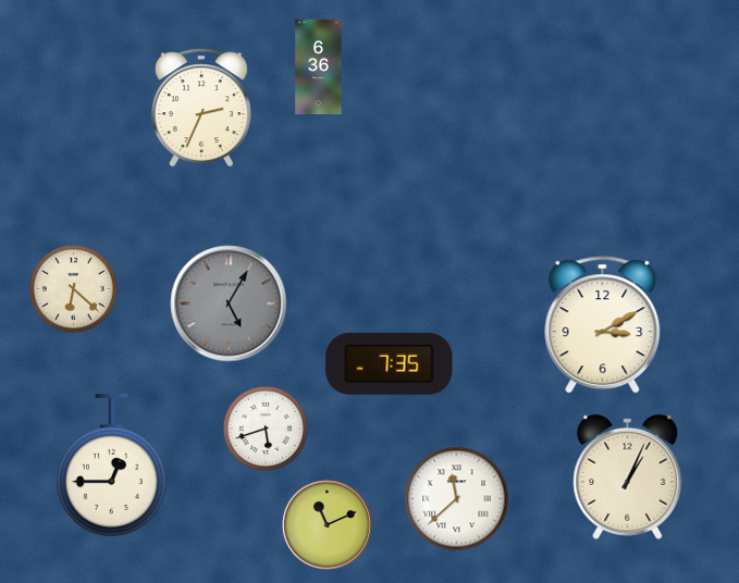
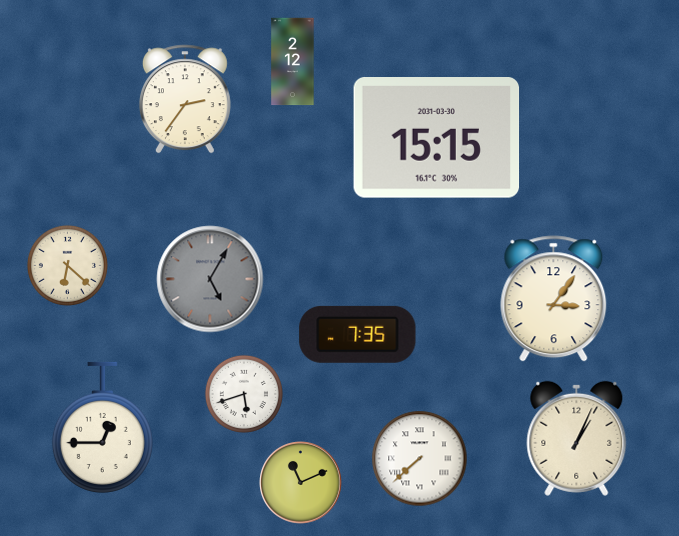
clock at (319, 67): 6:36 -> 2:12
clock at (201, 108): 2:34 -> 2:36
clock at (437, 138): none -> 15:15
clock at (603, 325): 3:10 -> 3:06
clock at (457, 499): 11:38 -> 7:38
